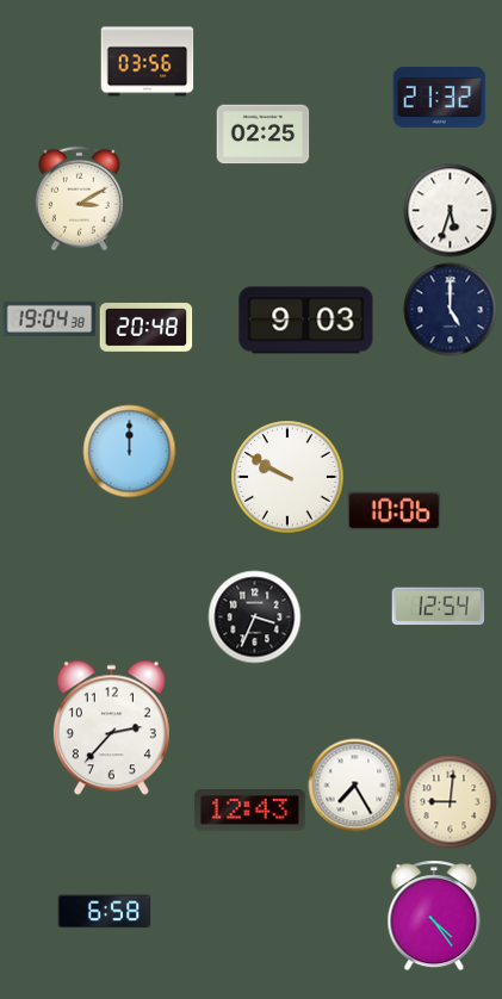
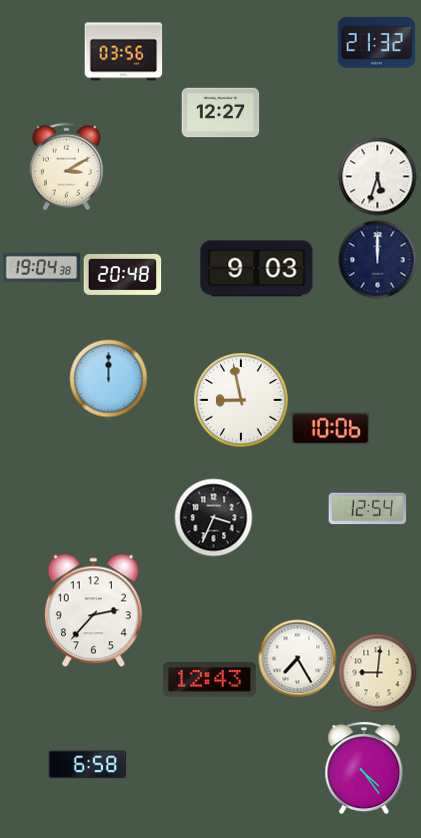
clock at (439, 97) position: (439, 97) -> (376, 42)
clock at (262, 135): 02:25 -> 12:27
clock at (450, 309): 5:00 -> 12:00
clock at (287, 477): 9:50 -> 8:58
